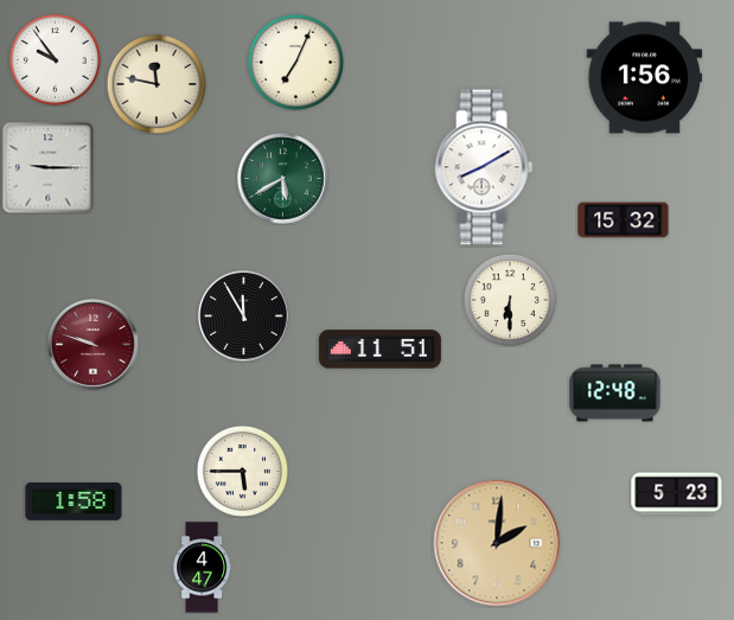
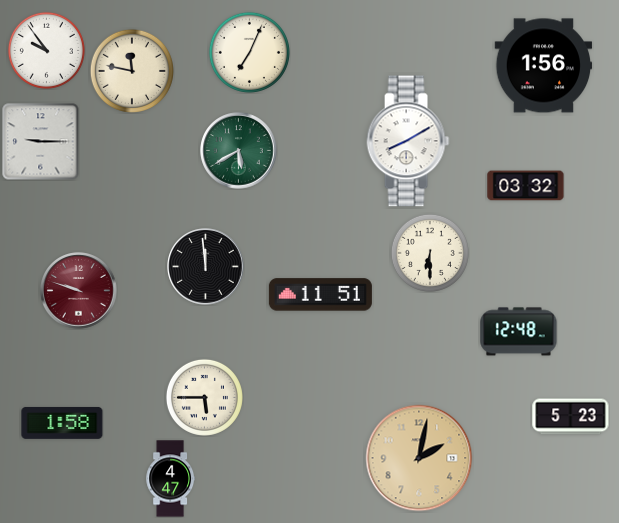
clock at (624, 220): 15:32 -> 03:32
clock at (244, 317): 11:55 -> 11:59
clock at (497, 543): 2:01 -> 2:02
